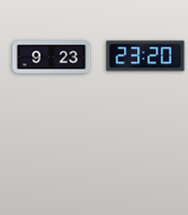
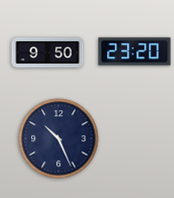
clock at (52, 58): 9:23 -> 9:50
clock at (59, 139): none -> 10:26
